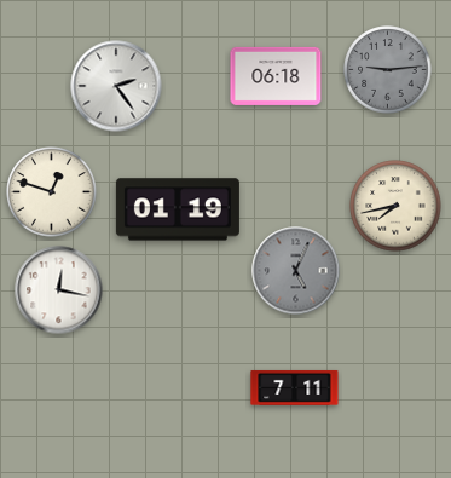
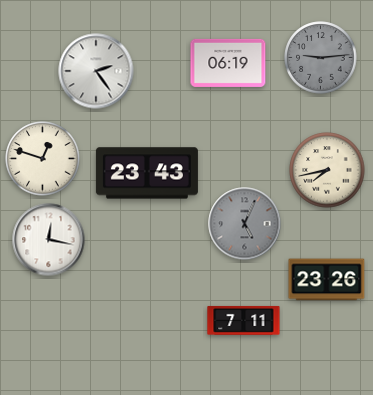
clock at (276, 76): 06:18 -> 06:19
clock at (178, 209): 01:19 -> 23:43
clock at (327, 280): none -> 23:26
